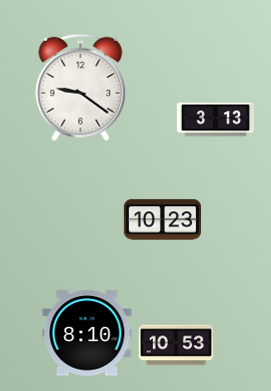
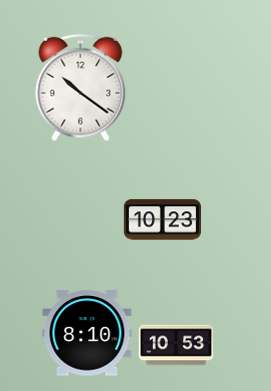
clock at (81, 88): 9:21 -> 10:21
clock at (215, 120): 3:13 -> none
